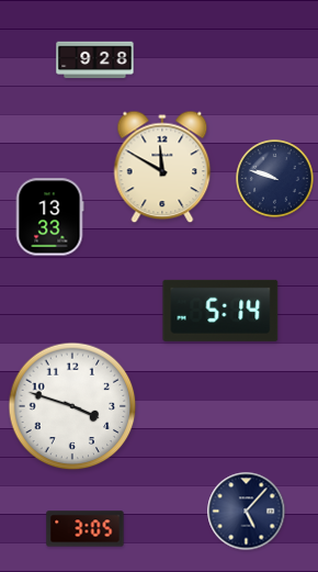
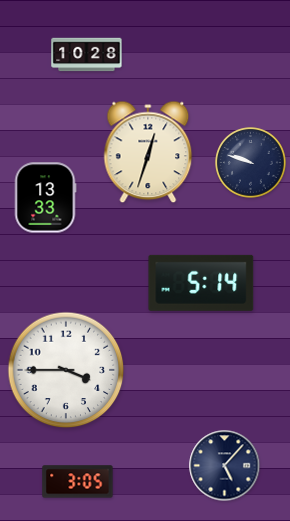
clock at (95, 60): 9:28 -> 10:28
clock at (162, 167): 11:50 -> 12:33
clock at (72, 406): 3:48 -> 3:45
